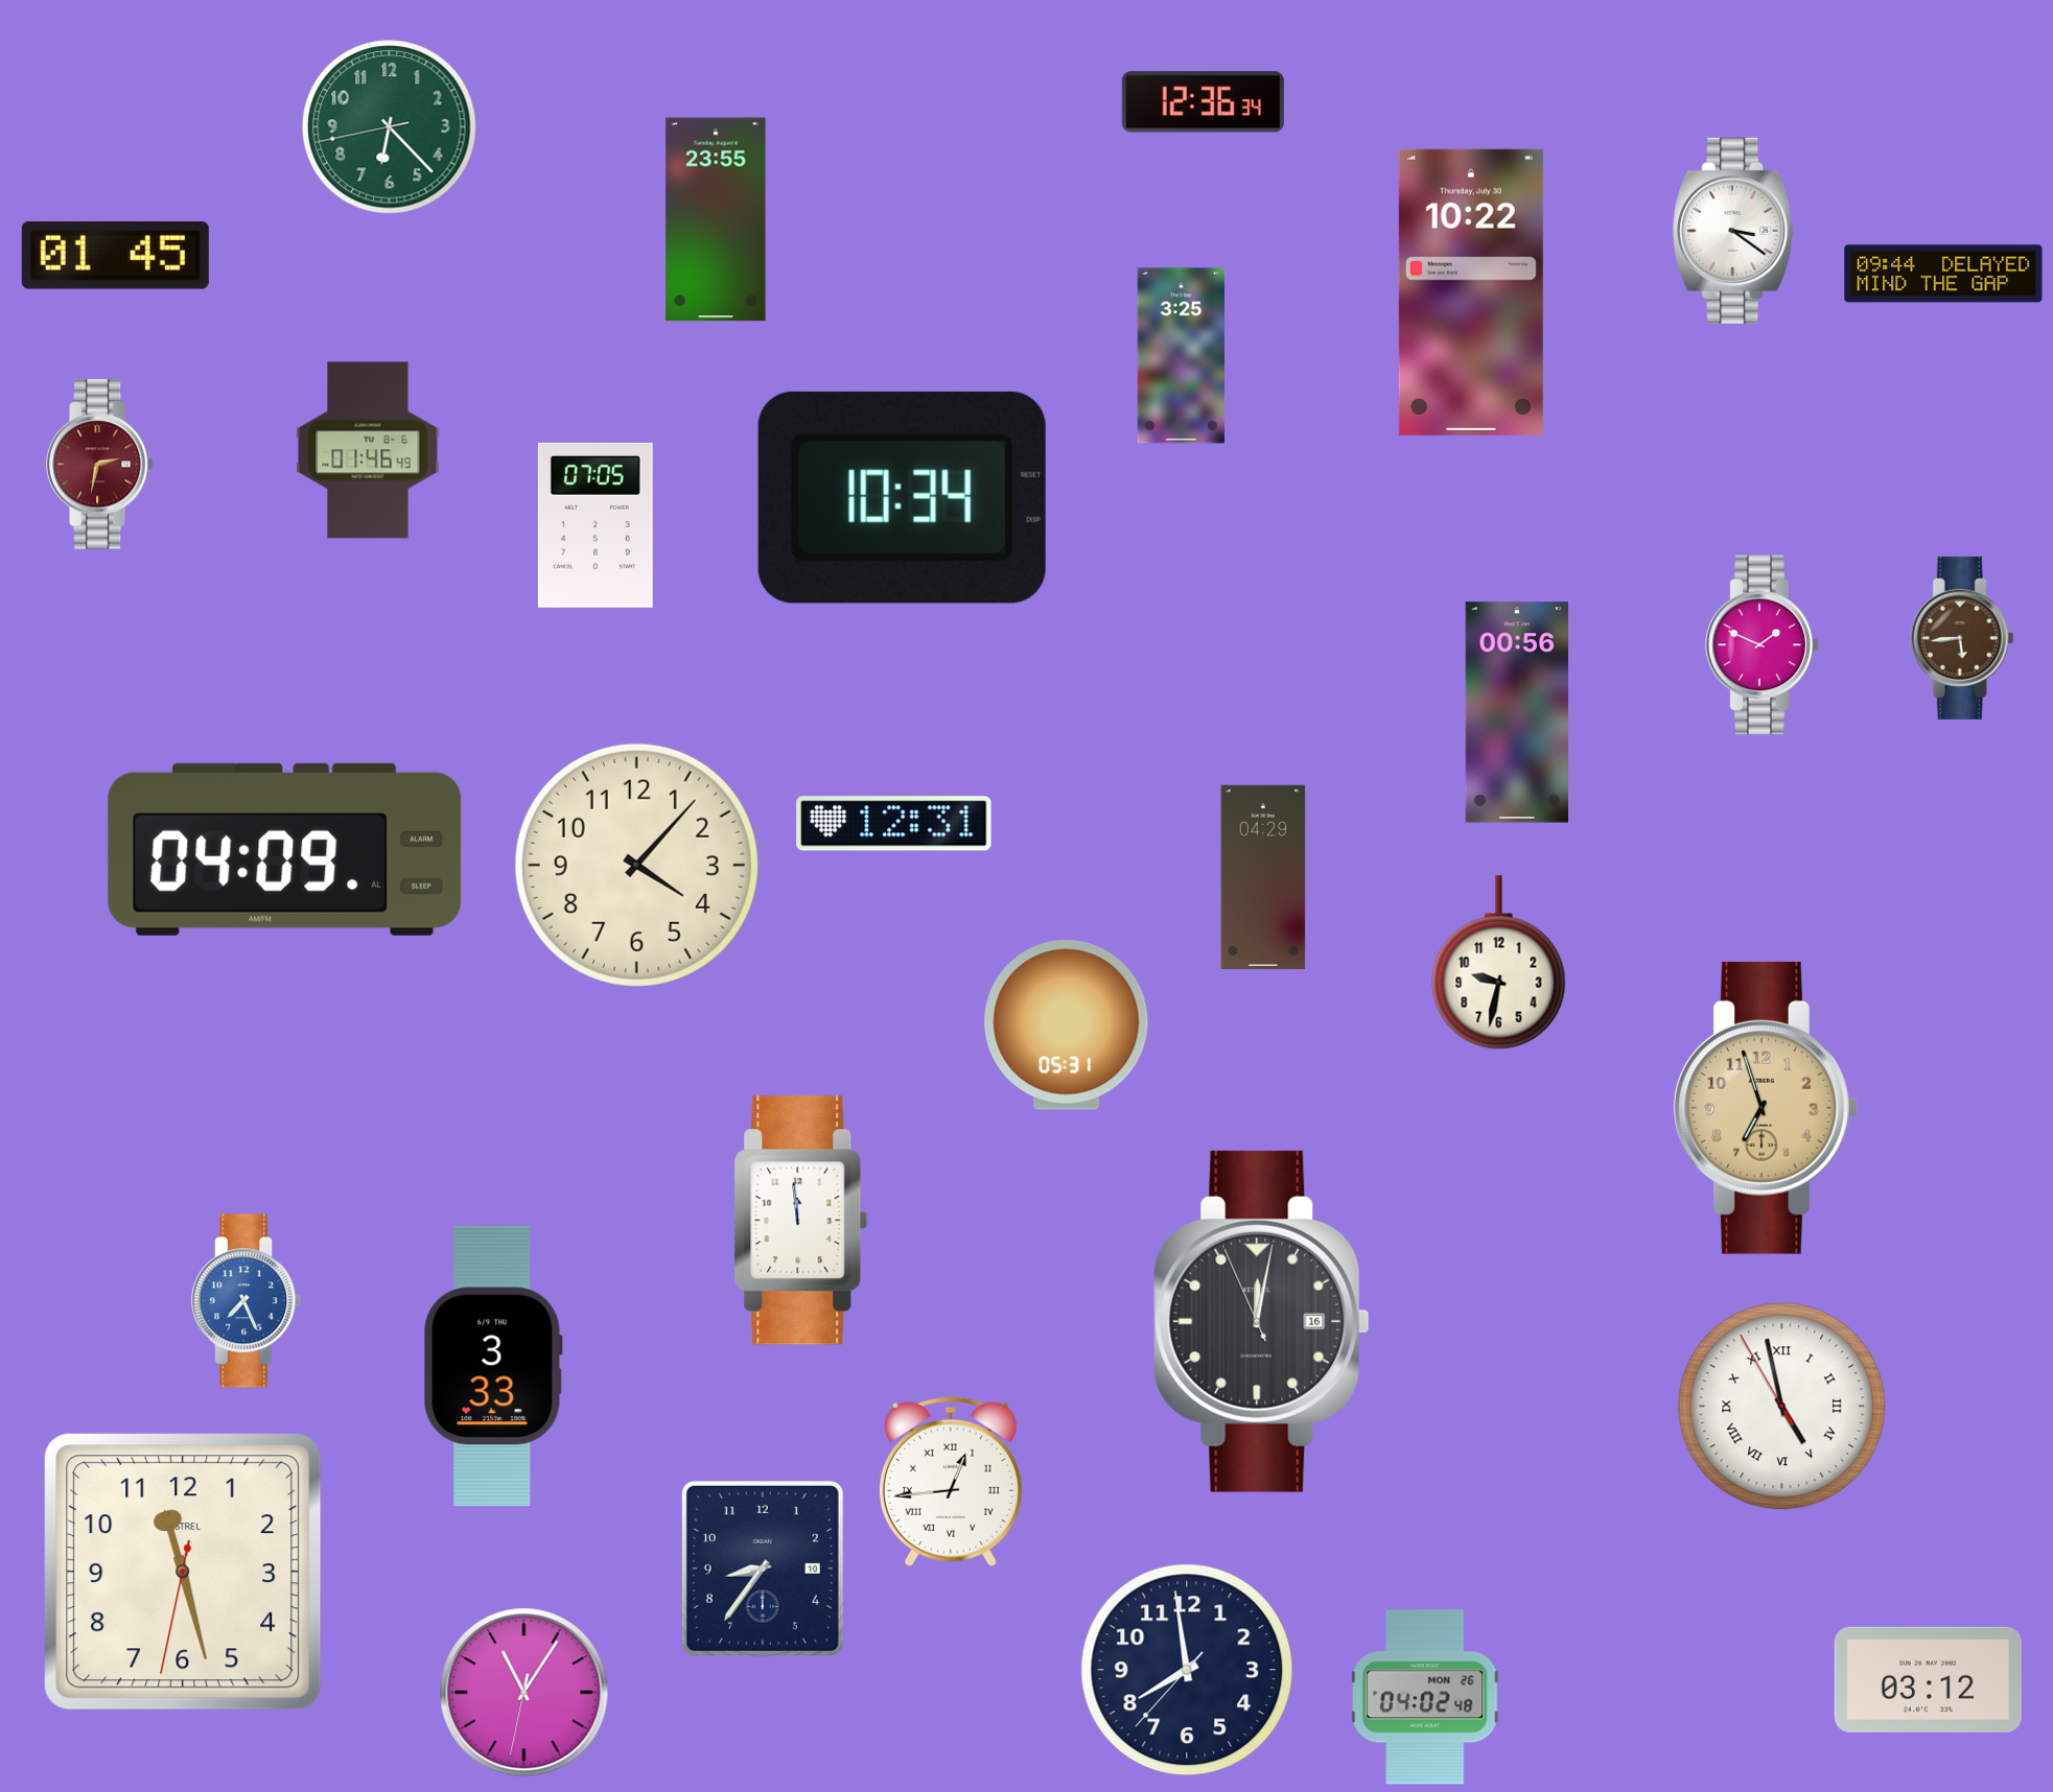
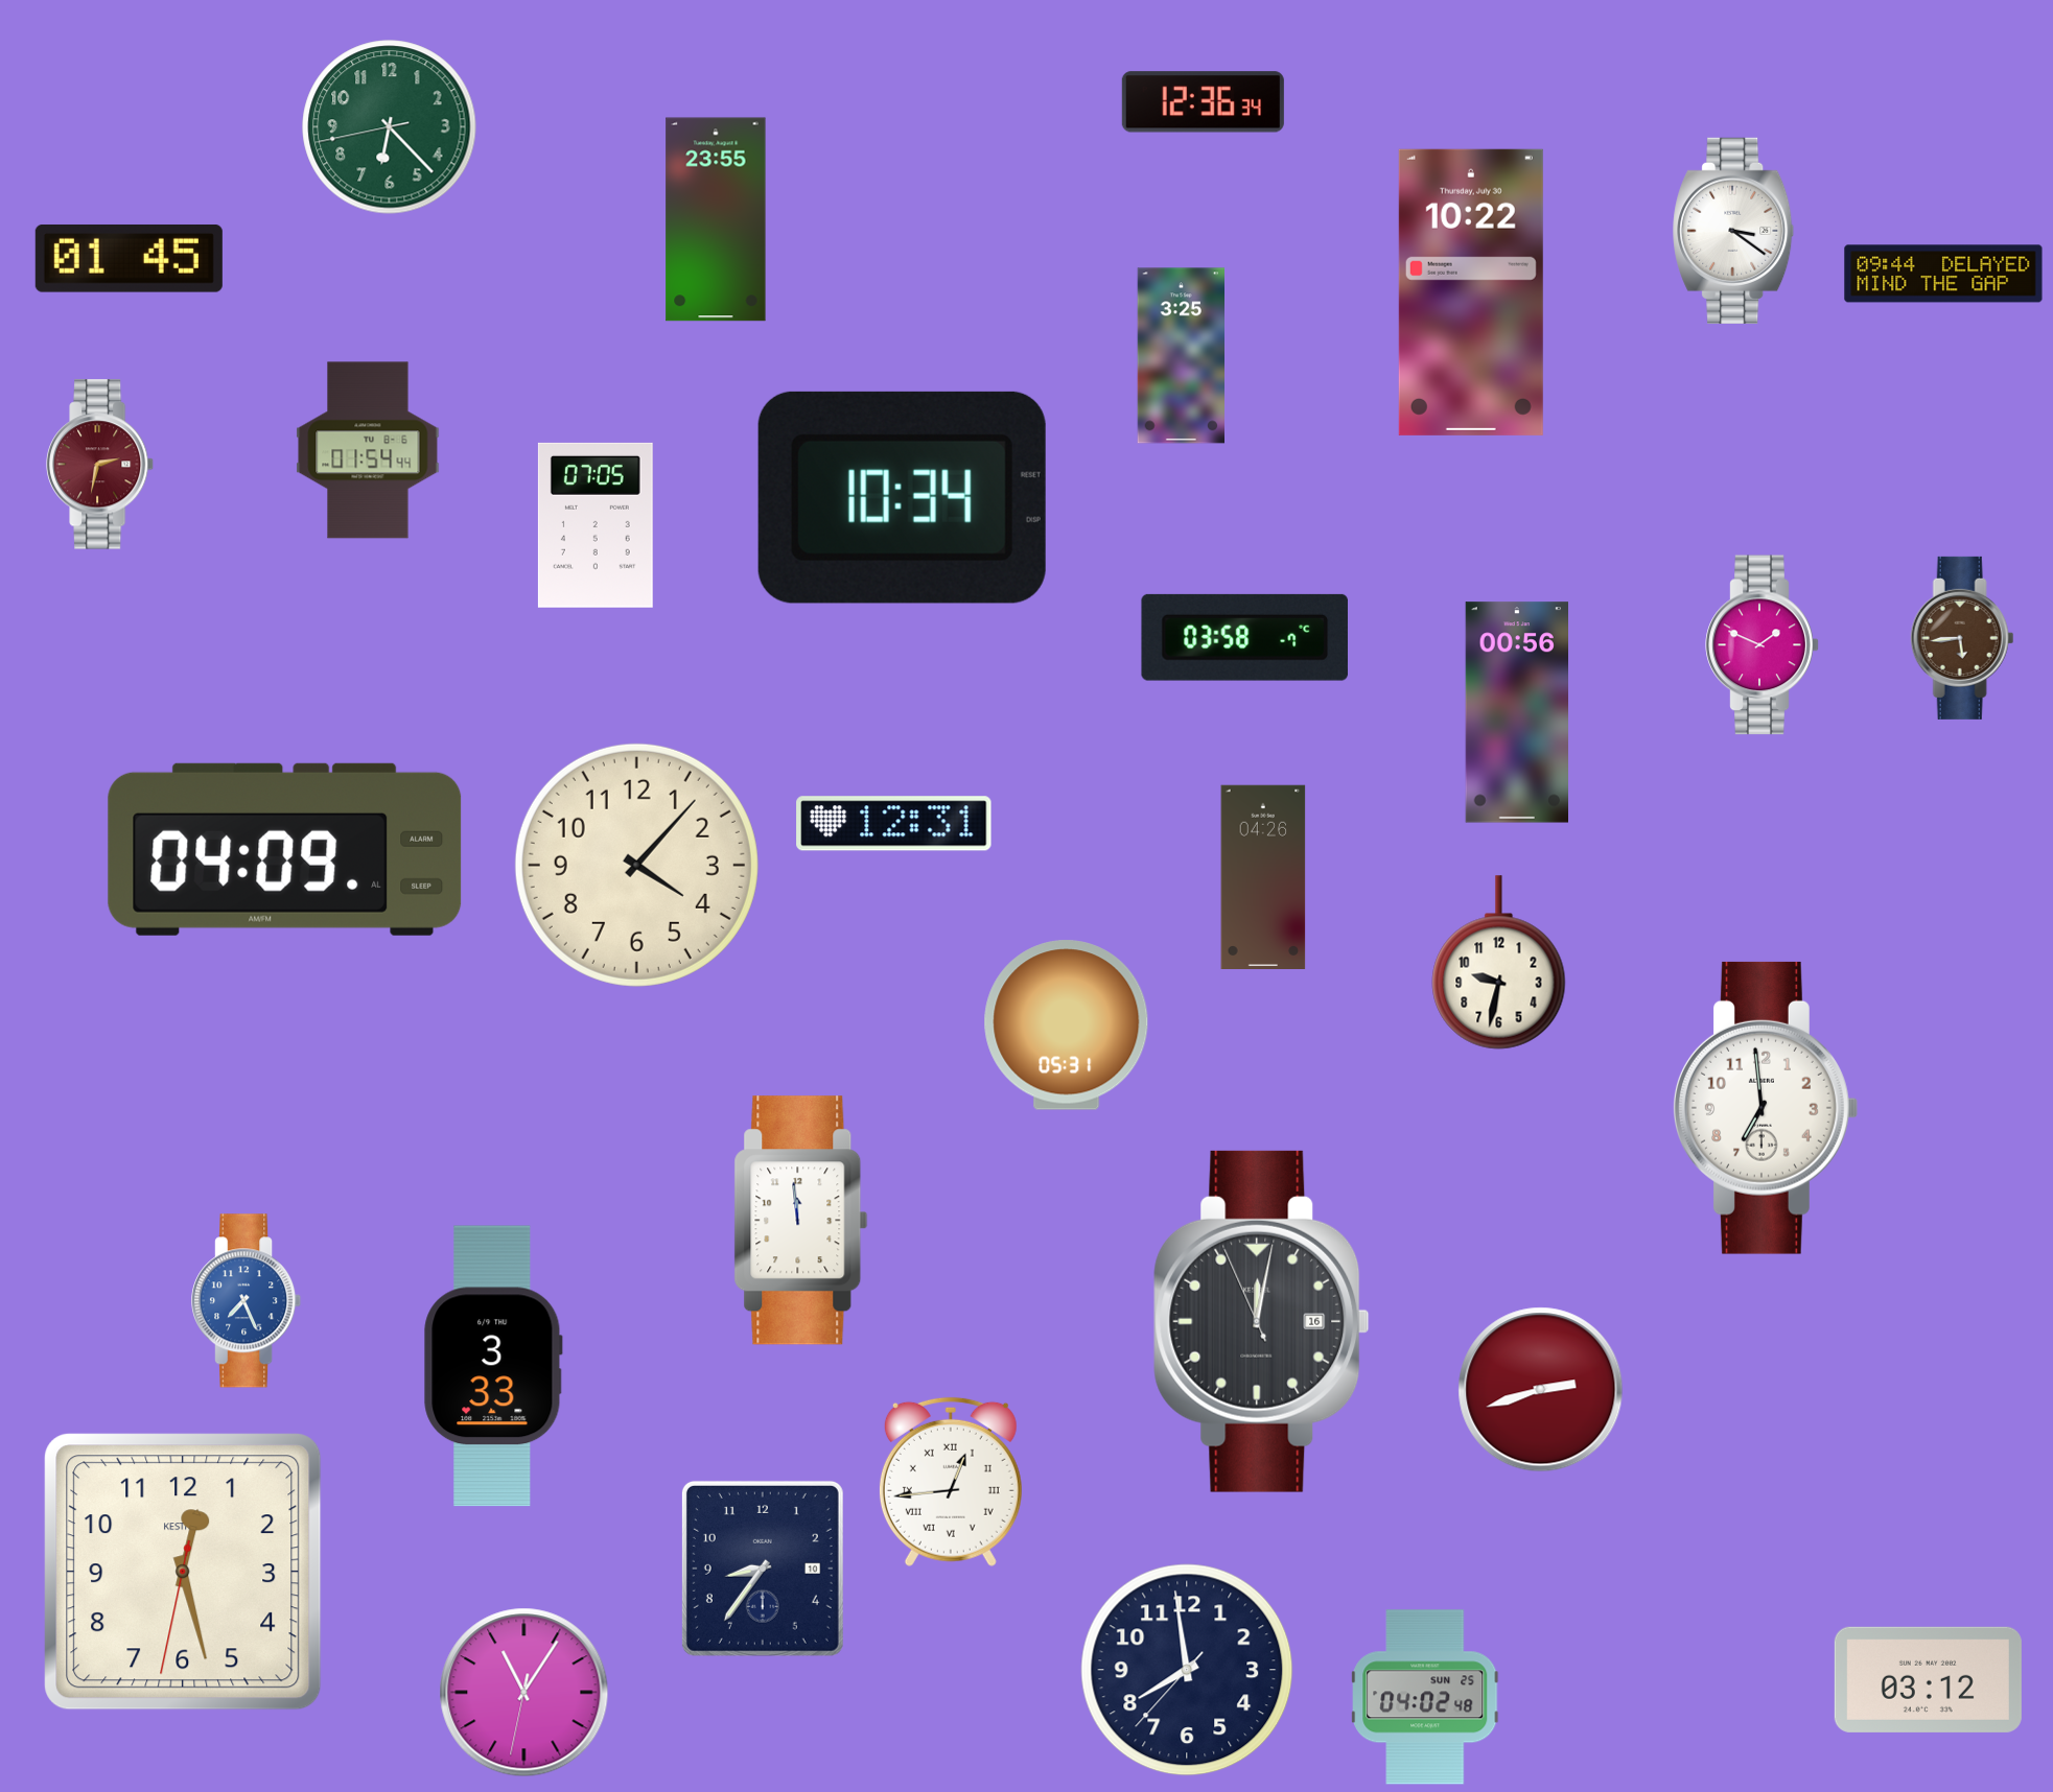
clock at (115, 256) position: (115, 256) -> (129, 259)
clock at (368, 450): 01:46 -> 01:54
clock at (1244, 637): none -> 03:58
clock at (1263, 876): 04:29 -> 04:26
clock at (1766, 1108): 6:57 -> 6:59
clock at (1766, 1108) dial: champagne -> white
clock at (1541, 1390): none -> 2:42
clock at (1782, 1407): 4:57 -> none
clock at (183, 1572): 11:27 -> 12:27
clock at (1425, 1697) date: MON 26 -> SUN 25
